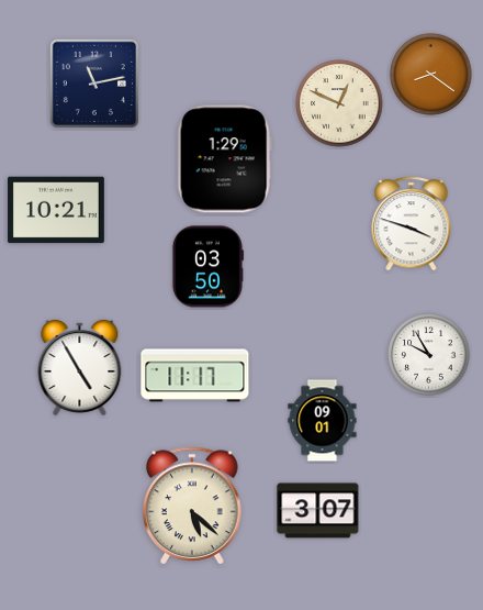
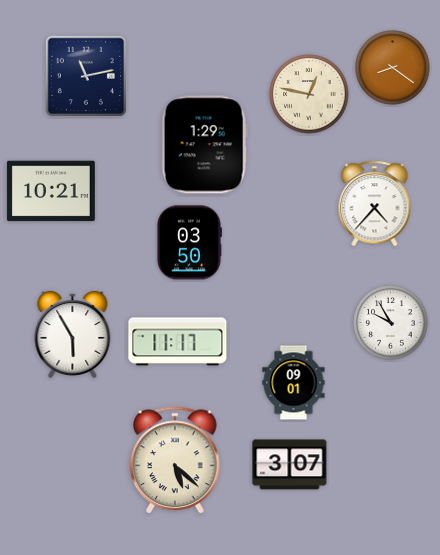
clock at (339, 103): 12:49 -> 12:47
clock at (412, 224): 3:48 -> 4:37
clock at (80, 367): 4:55 -> 5:55
